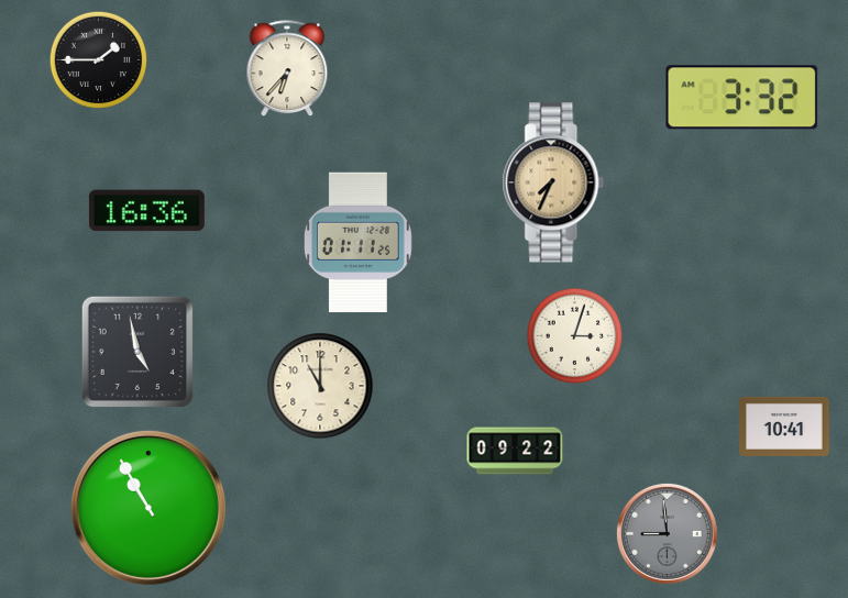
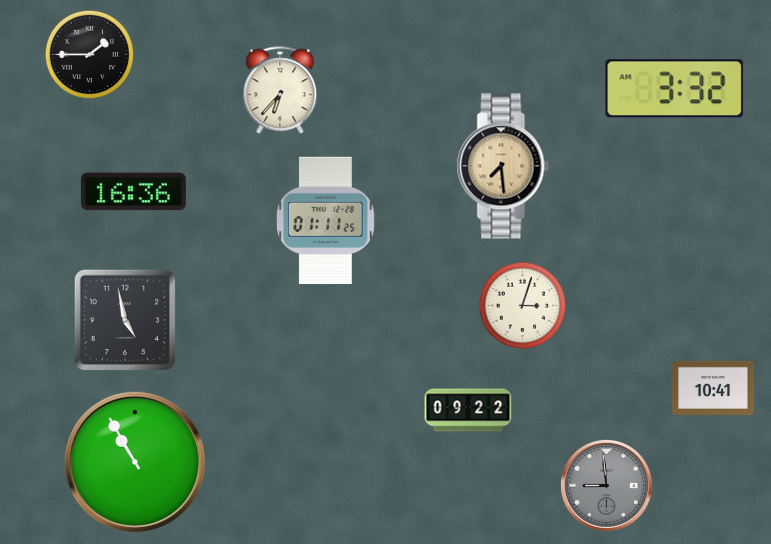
clock at (287, 69) position: (287, 69) -> (280, 91)
clock at (553, 182): 7:34 -> 7:29
clock at (320, 386): 11:00 -> none
